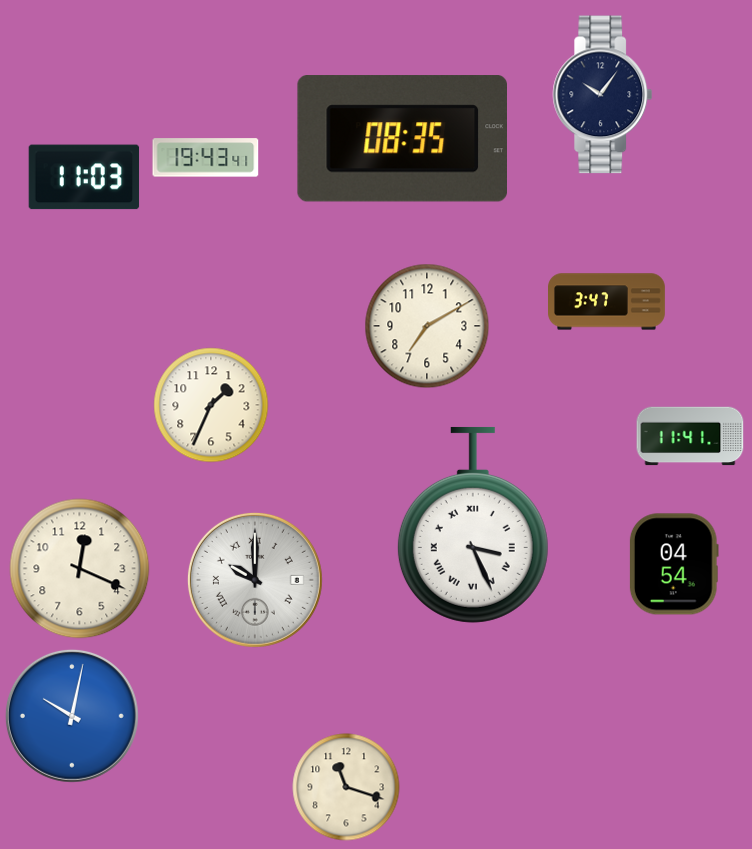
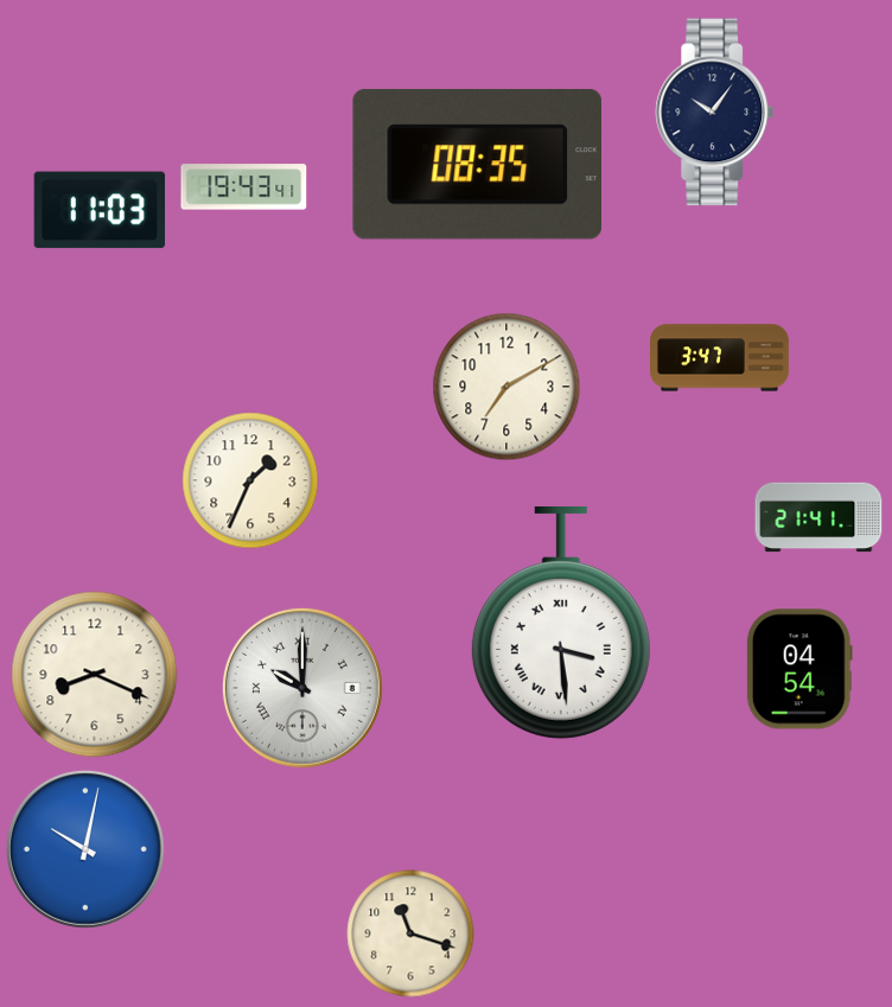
clock at (690, 436): 11:41 -> 21:41
clock at (473, 525): 3:26 -> 3:29
clock at (80, 569): 12:19 -> 8:19
